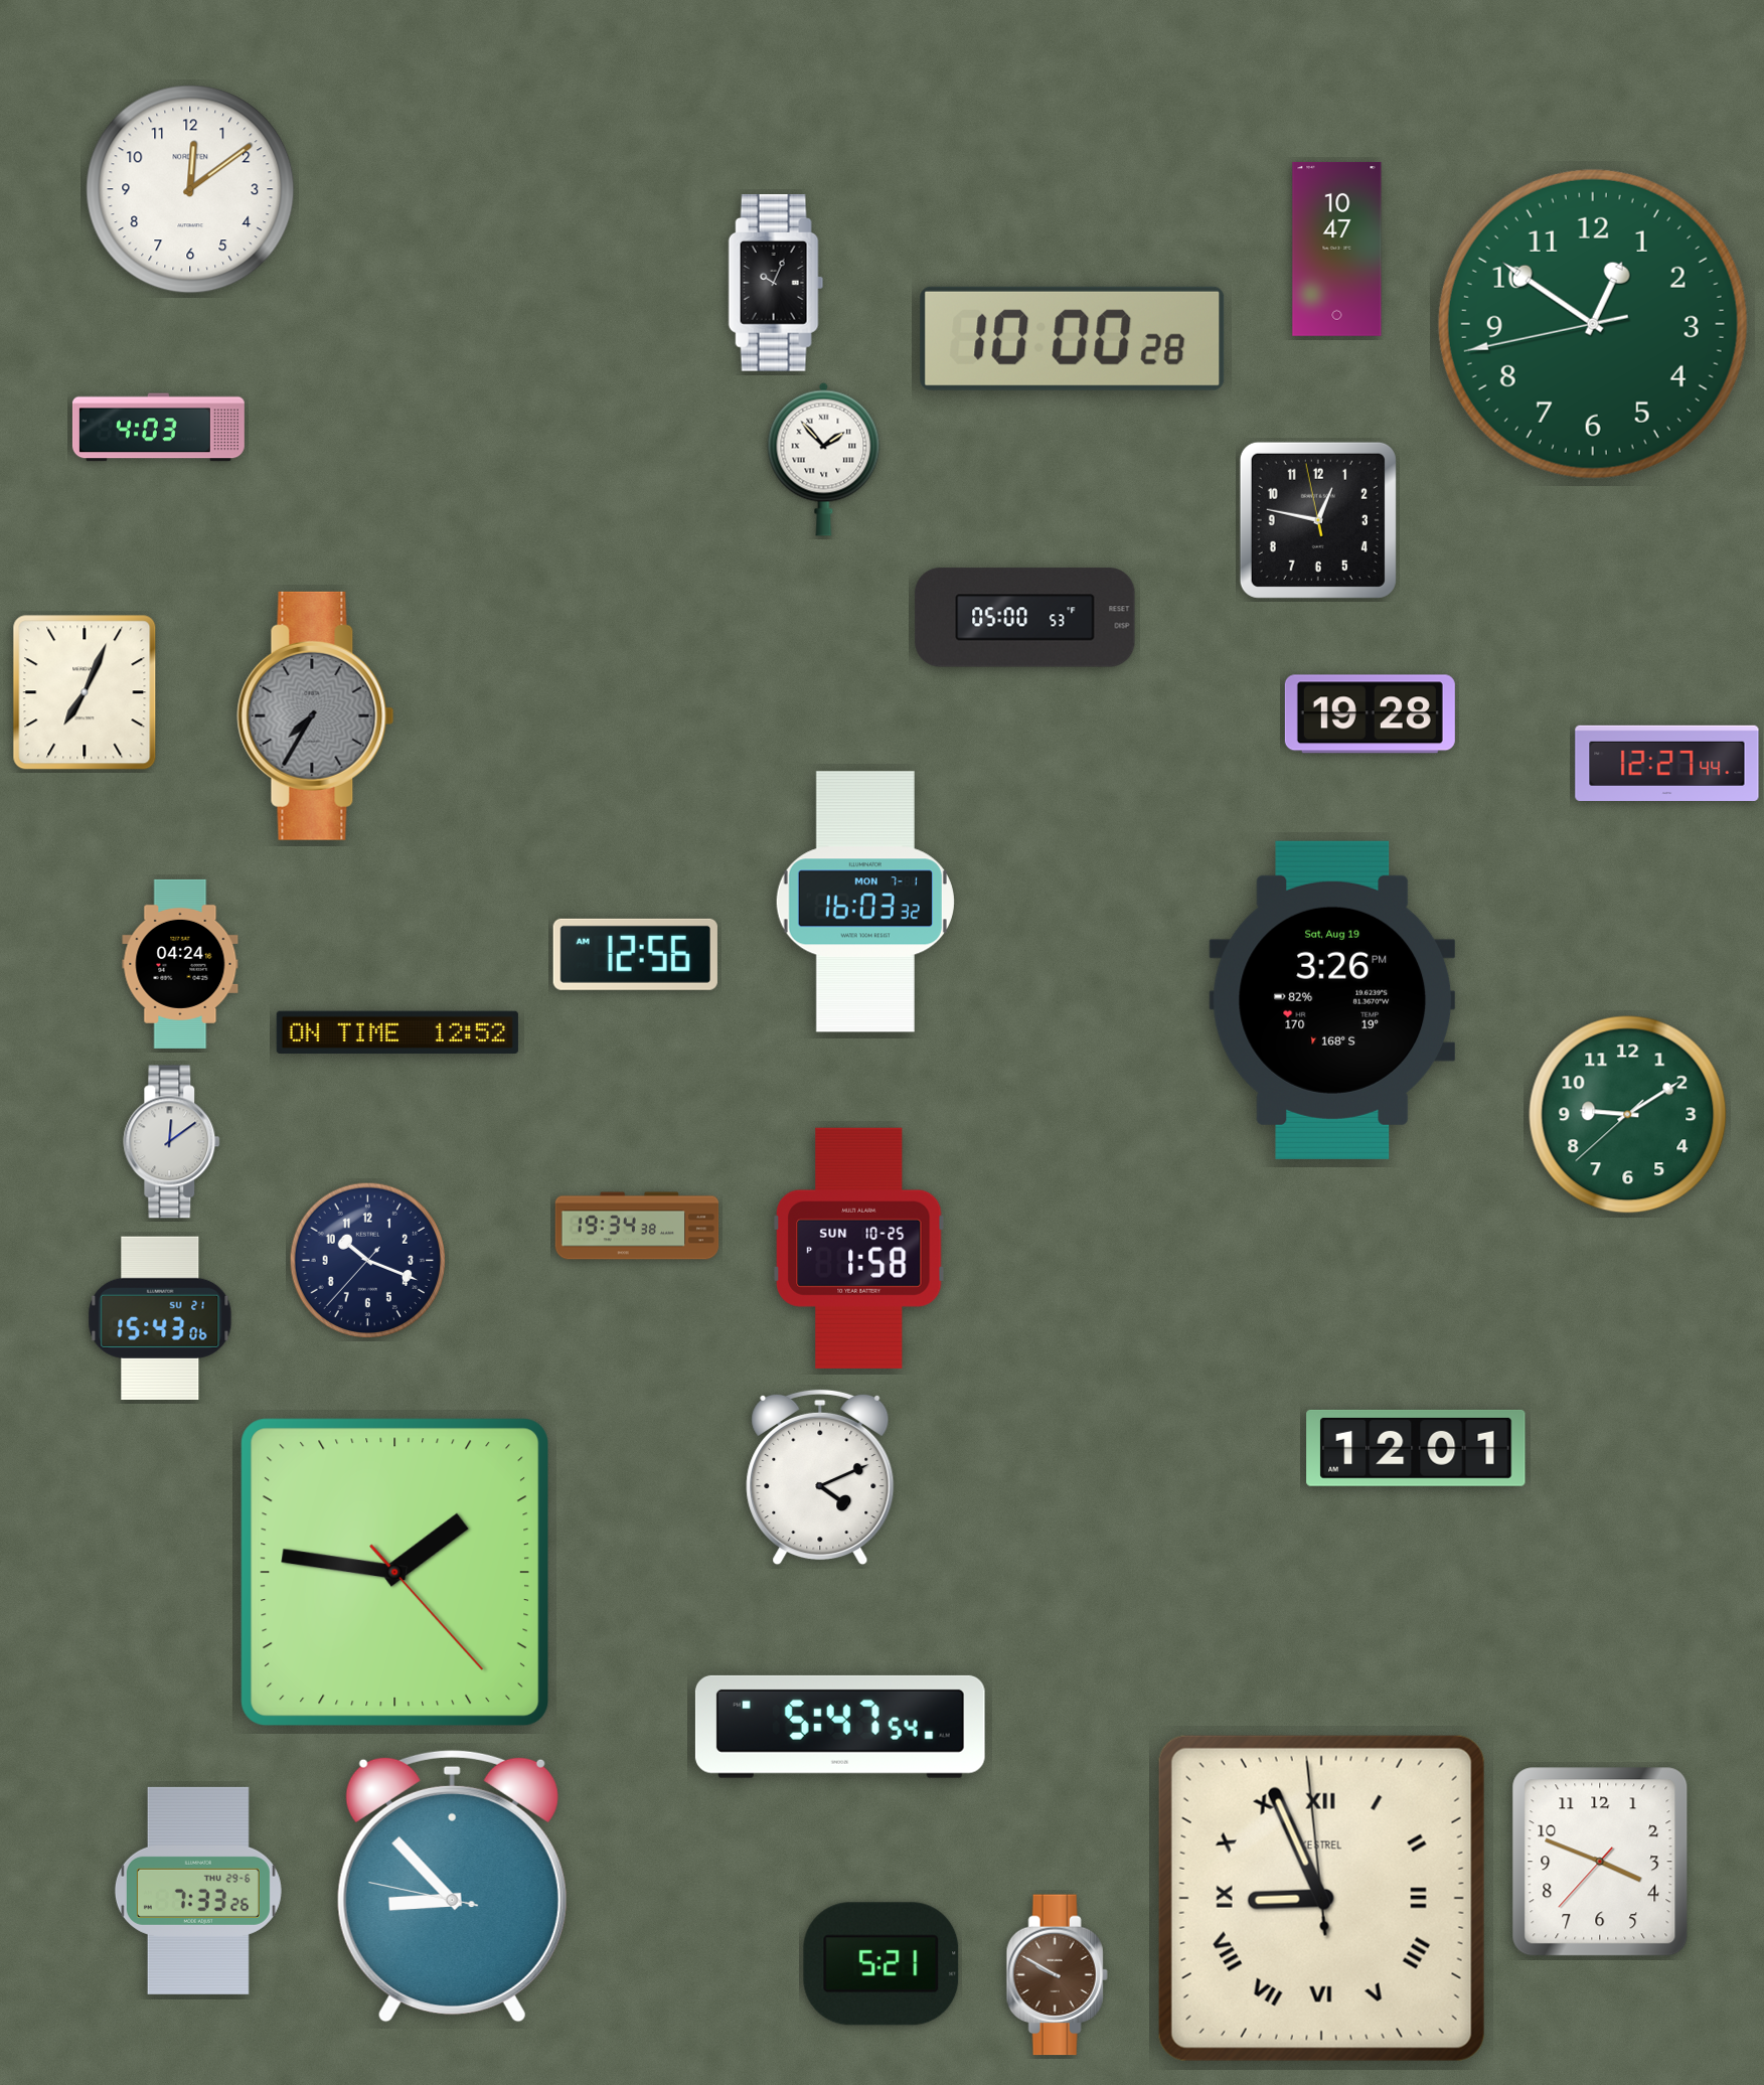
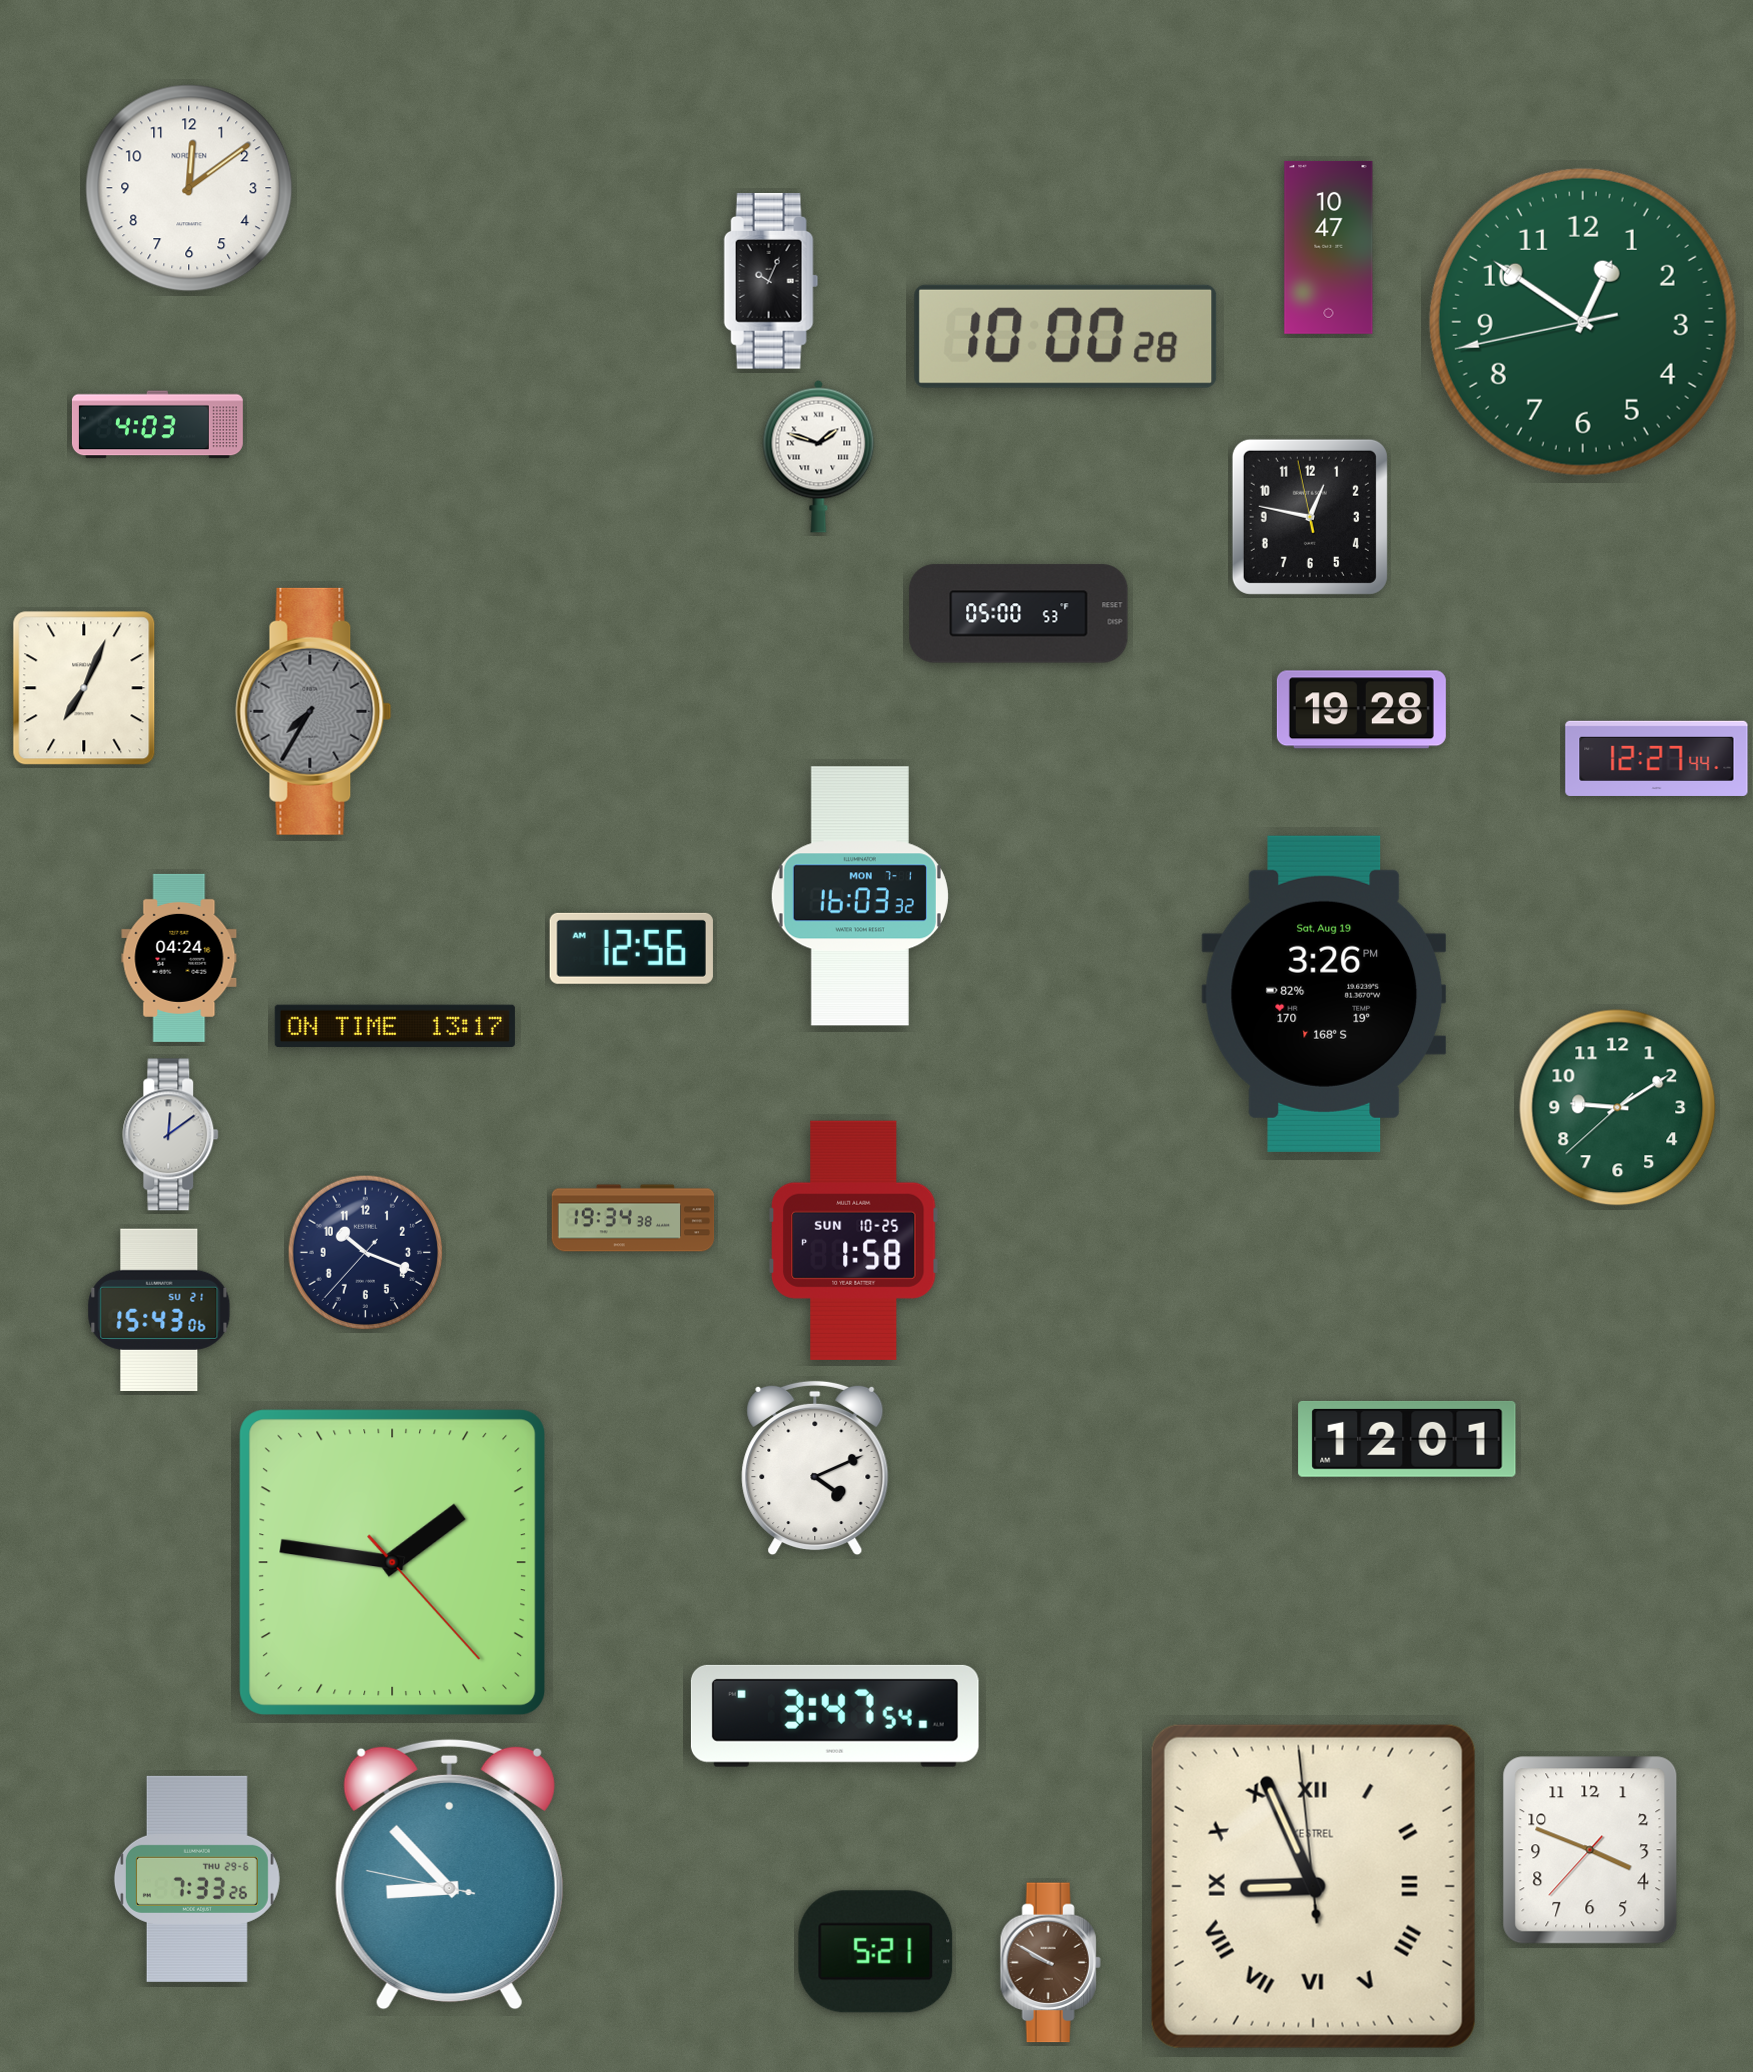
clock at (824, 459): 1:53 -> 1:48
clock at (397, 1031): 12:52 -> 13:17
clock at (840, 1727): 5:47 -> 3:47
